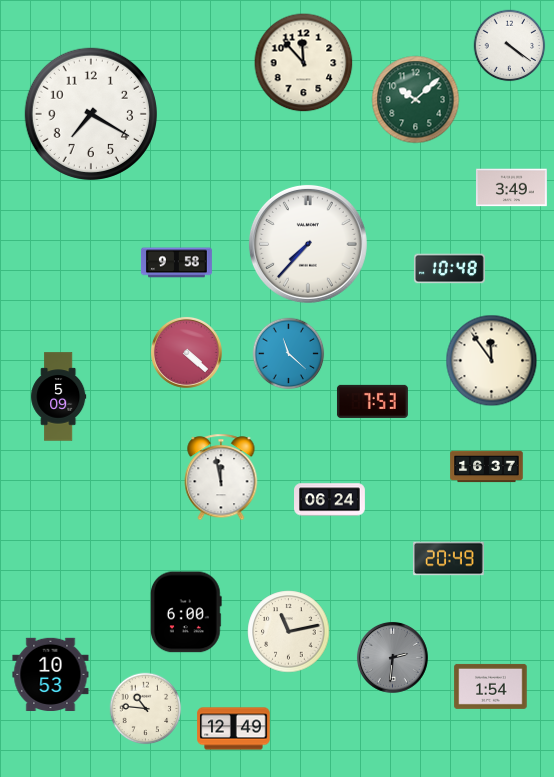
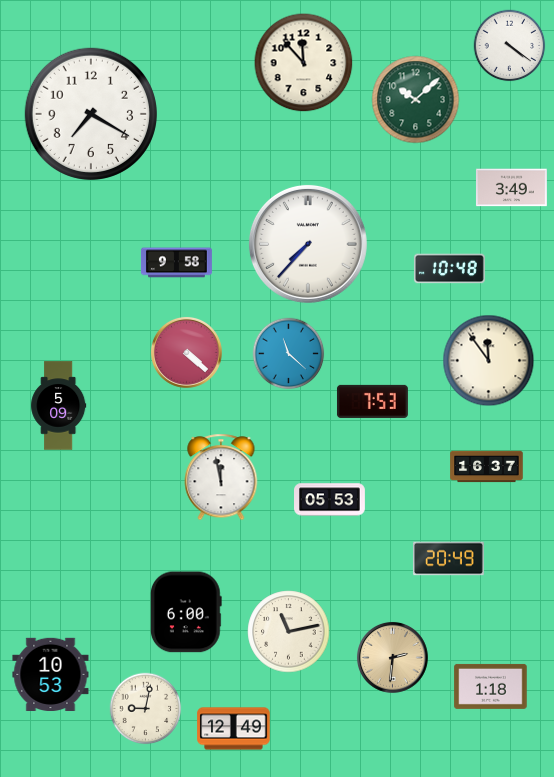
clock at (492, 361) position: (492, 361) -> (489, 361)
clock at (59, 397) position: (59, 397) -> (59, 406)
clock at (330, 500): 06:24 -> 05:53
clock at (392, 657) dial: grey -> champagne
clock at (491, 686): 1:54 -> 1:18
clock at (146, 709): 10:46 -> 9:02
